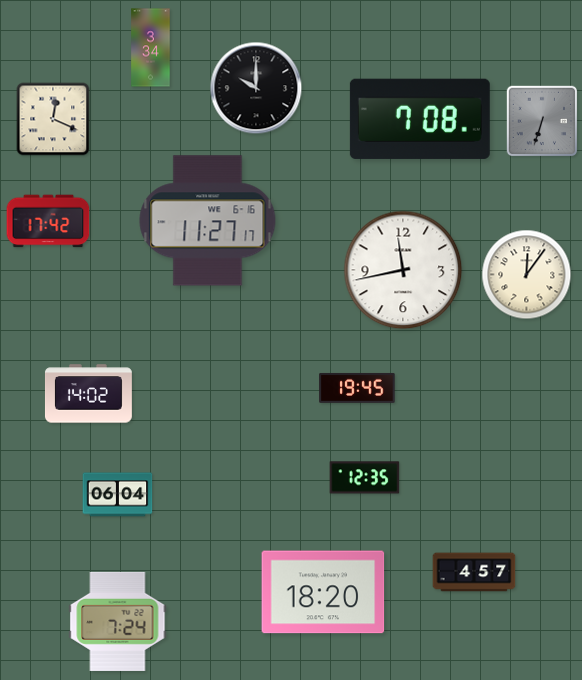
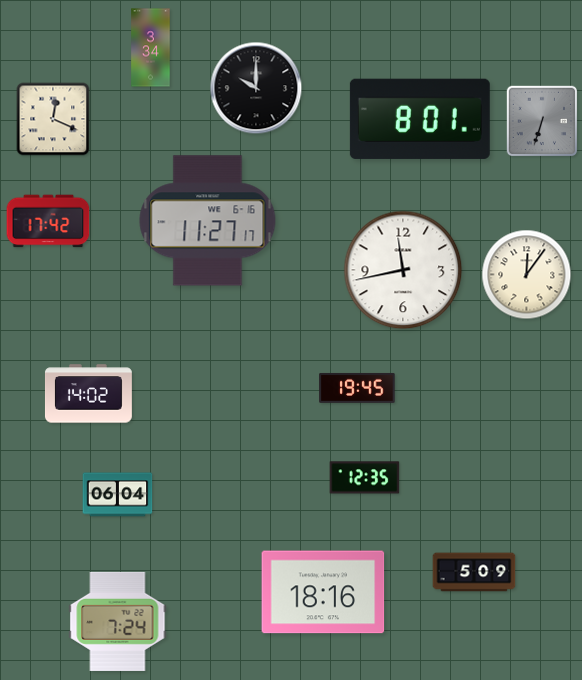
clock at (420, 119): 7:08 -> 8:01
clock at (474, 572): 4:57 -> 5:09
clock at (323, 592): 18:20 -> 18:16
